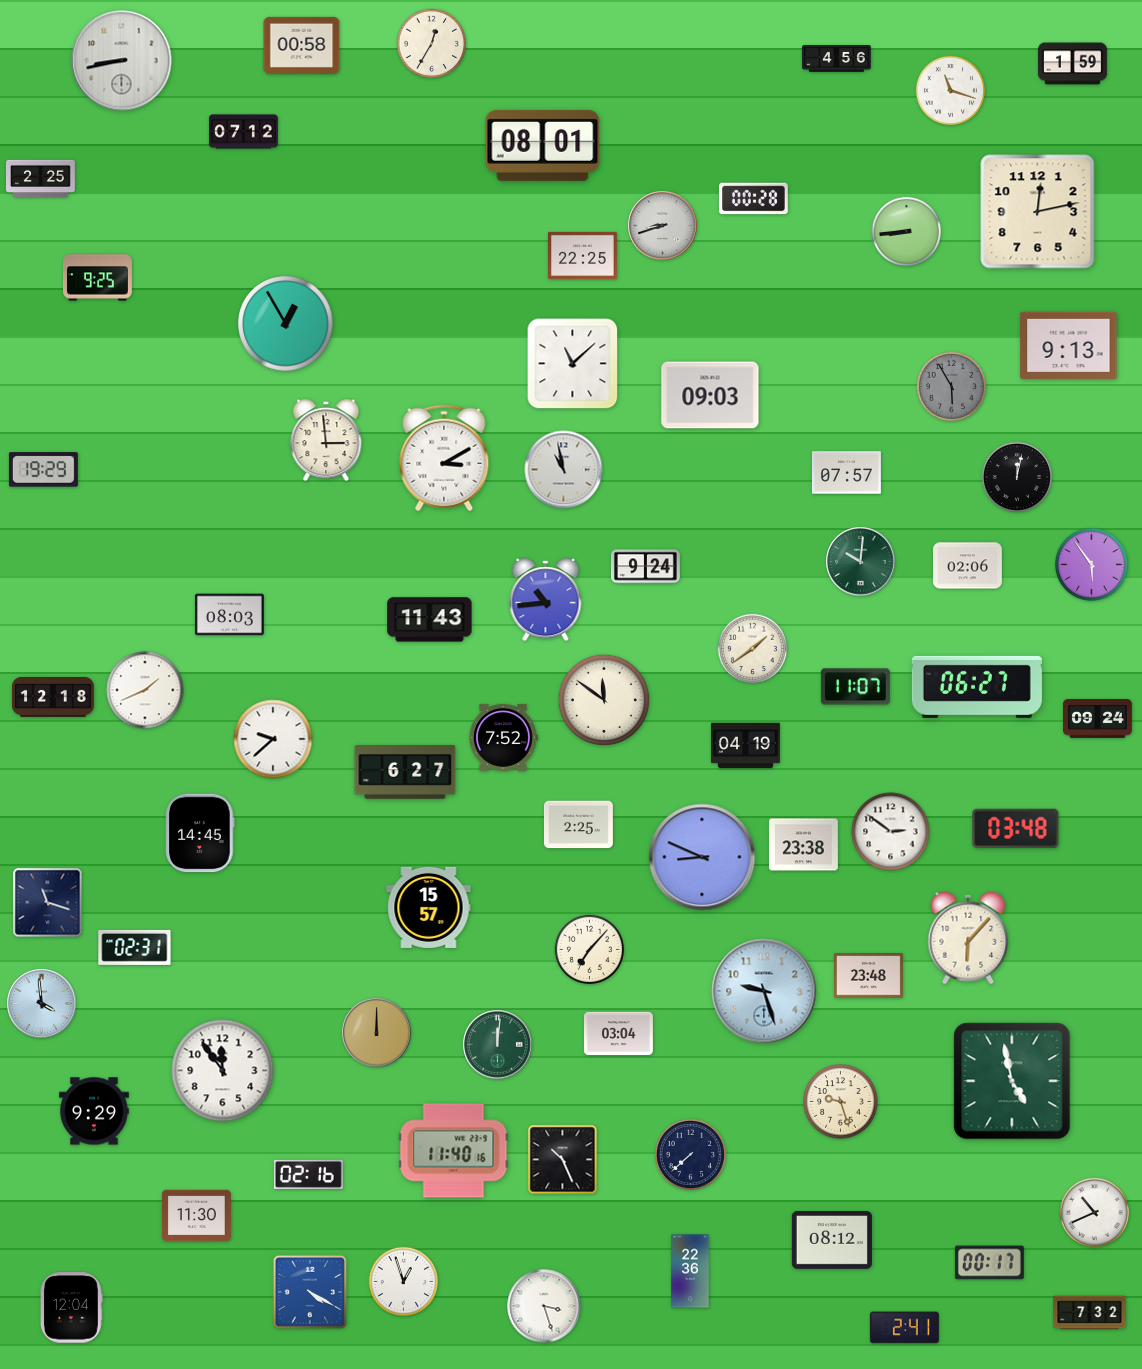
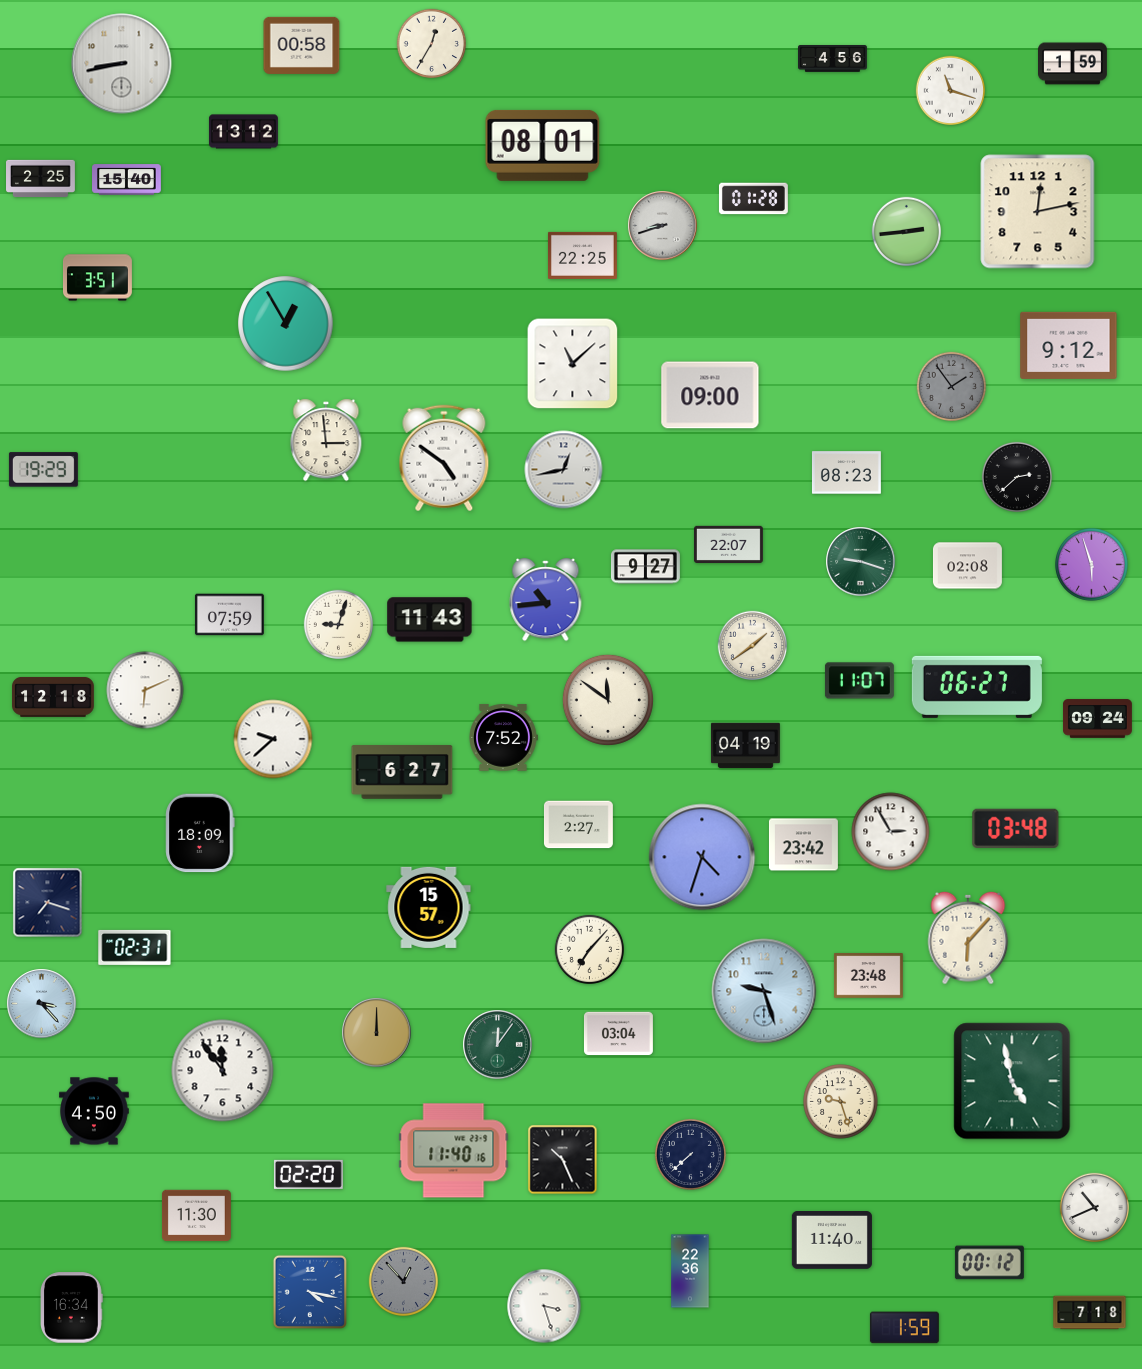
clock at (837, 59) position: (837, 59) -> (833, 59)
clock at (122, 61) position: (122, 61) -> (122, 64)
clock at (243, 132): 07:12 -> 13:12
clock at (127, 180): none -> 15:40
clock at (753, 199): 00:28 -> 01:28
clock at (906, 232): 8:44 -> 2:44
clock at (98, 278): 9:25 -> 3:51
clock at (1069, 345): 9:13 -> 9:12
clock at (951, 387): 5:55 -> 1:54
clock at (710, 395): 09:03 -> 09:00
clock at (444, 458): 3:10 -> 4:51
clock at (564, 470): 10:58 -> 12:43
clock at (846, 473): 07:57 -> 08:23
clock at (1017, 477): 12:02 -> 2:38
clock at (728, 544): none -> 22:07
clock at (861, 562): 10:01 -> 9:18
clock at (1092, 565): 5:54 -> 5:57
clock at (967, 566): 02:06 -> 02:08
clock at (645, 567): 9:24 -> 9:27
clock at (229, 615): 08:03 -> 07:59
clock at (338, 625): none -> 9:03
clock at (752, 649) position: (752, 649) -> (752, 646)
clock at (855, 687) position: (855, 687) -> (859, 681)
clock at (145, 690): 1:41 -> 6:11
clock at (604, 700) position: (604, 700) -> (608, 700)
clock at (405, 772) position: (405, 772) -> (402, 772)
clock at (578, 825): 2:25 -> 2:27
clock at (891, 832): 2:51 -> 2:55
clock at (200, 833): 14:45 -> 18:09
clock at (803, 845): 23:38 -> 23:42
clock at (702, 857): 8:49 -> 4:33
clock at (48, 903): 11:18 -> 7:18
clock at (42, 1004): 3:59 -> 3:23
clock at (498, 1045): 12:01 -> 12:06
clock at (94, 1111): 9:29 -> 4:50
clock at (308, 1174): 02:16 -> 02:20
clock at (1094, 1213) position: (1094, 1213) -> (1094, 1208)
clock at (832, 1241): 08:12 -> 11:40
clock at (989, 1263): 00:17 -> 00:12
clock at (403, 1282): 12:57 -> 12:53
clock at (403, 1282) dial: white -> grey
clock at (310, 1292): 4:20 -> 4:17
clock at (72, 1308): 12:04 -> 16:34
clock at (1090, 1313): 7:32 -> 7:18
clock at (904, 1328): 2:41 -> 1:59
